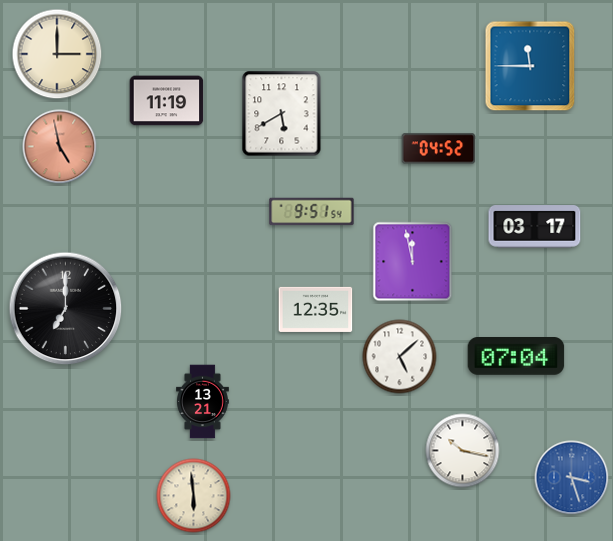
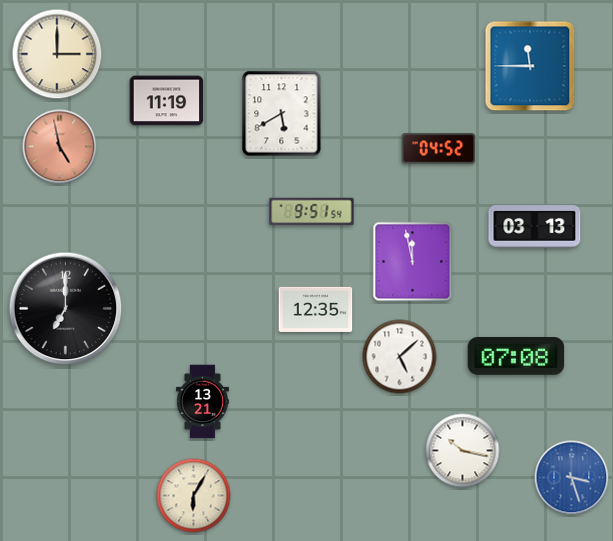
clock at (535, 227): 03:17 -> 03:13
clock at (516, 357): 07:04 -> 07:08
clock at (194, 496): 5:59 -> 6:05
